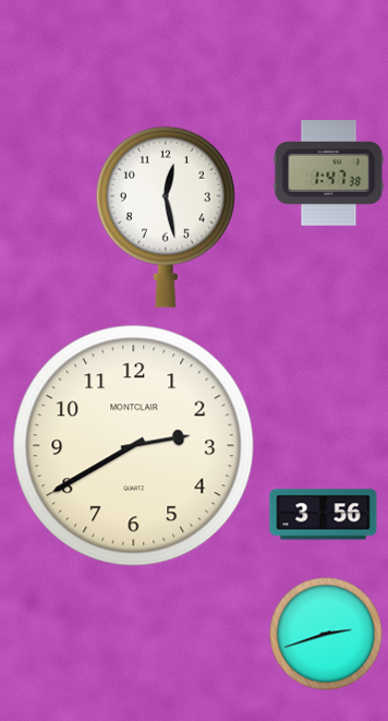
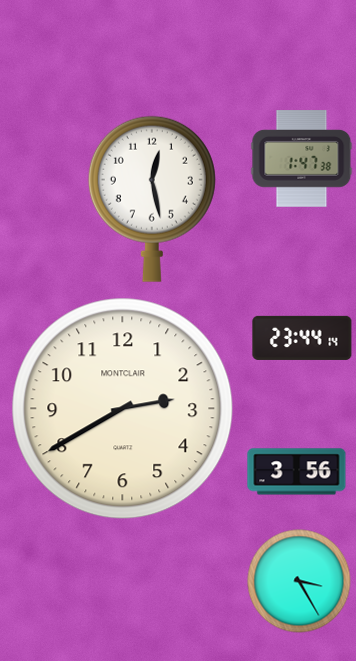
clock at (302, 338): none -> 23:44
clock at (326, 634): 2:42 -> 3:25
